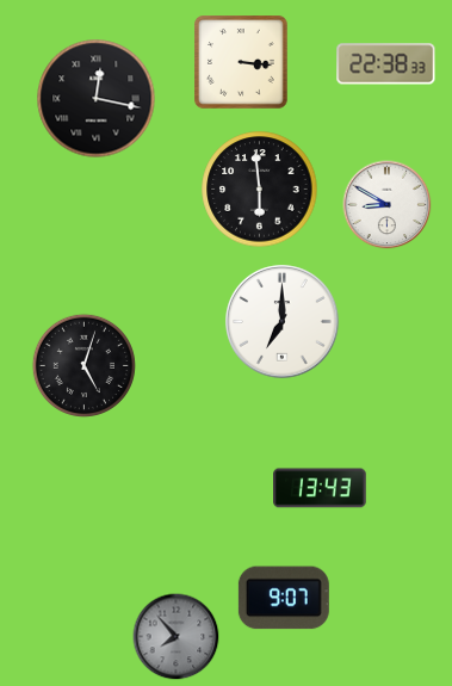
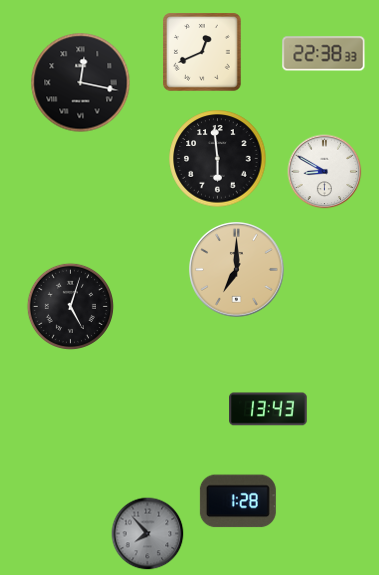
clock at (241, 62): 3:16 -> 12:41
clock at (283, 322) dial: white -> champagne
clock at (284, 598): 9:07 -> 1:28
